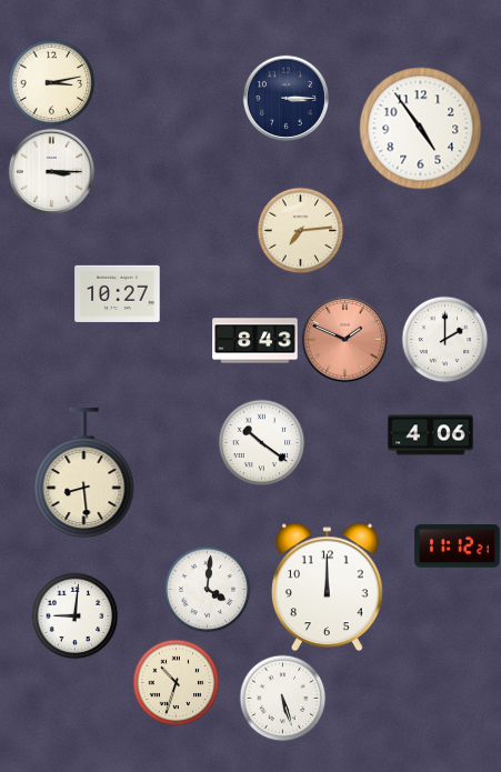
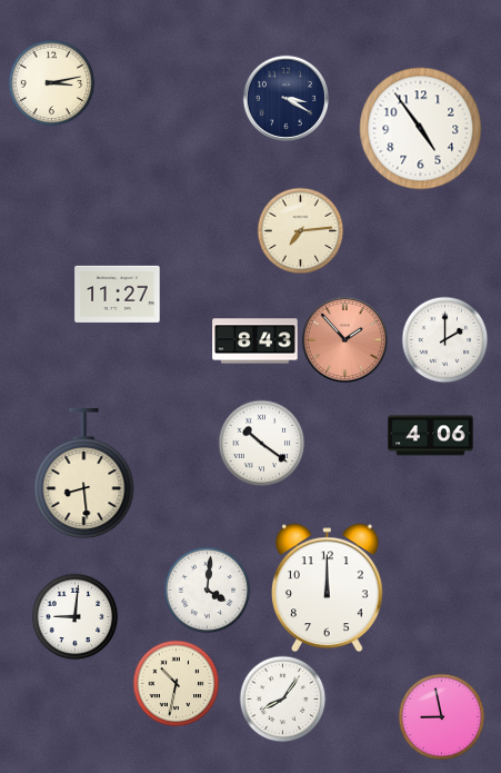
clock at (285, 98): 3:15 -> 3:20
clock at (51, 171): 3:15 -> none
clock at (118, 293): 10:27 -> 11:27
clock at (344, 339): 1:49 -> 1:53
clock at (458, 547): 11:12 -> none
clock at (176, 682): 10:33 -> 10:32
clock at (282, 698): 5:27 -> 8:06
clock at (441, 716): none -> 8:58
